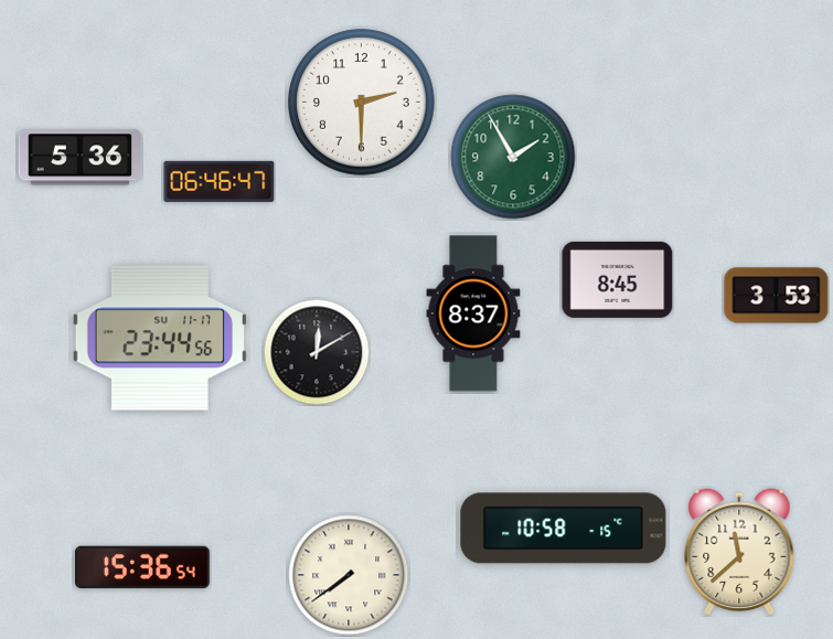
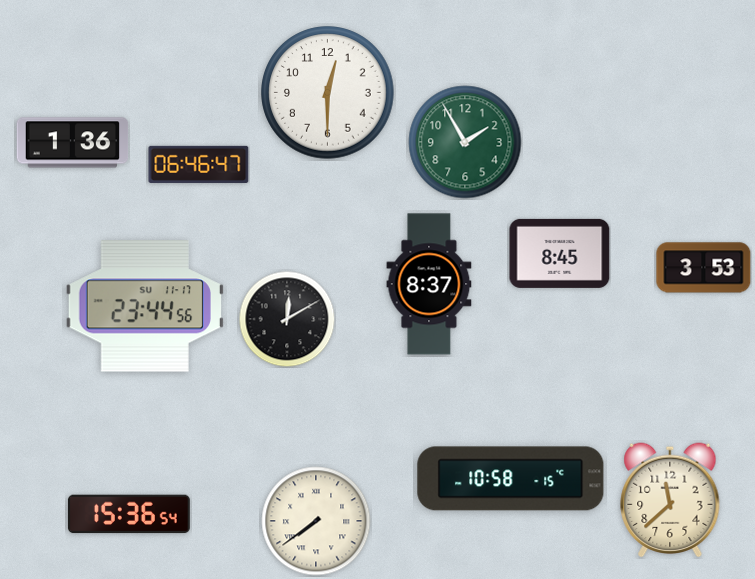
clock at (362, 103): 2:30 -> 12:30
clock at (81, 158): 5:36 -> 1:36
